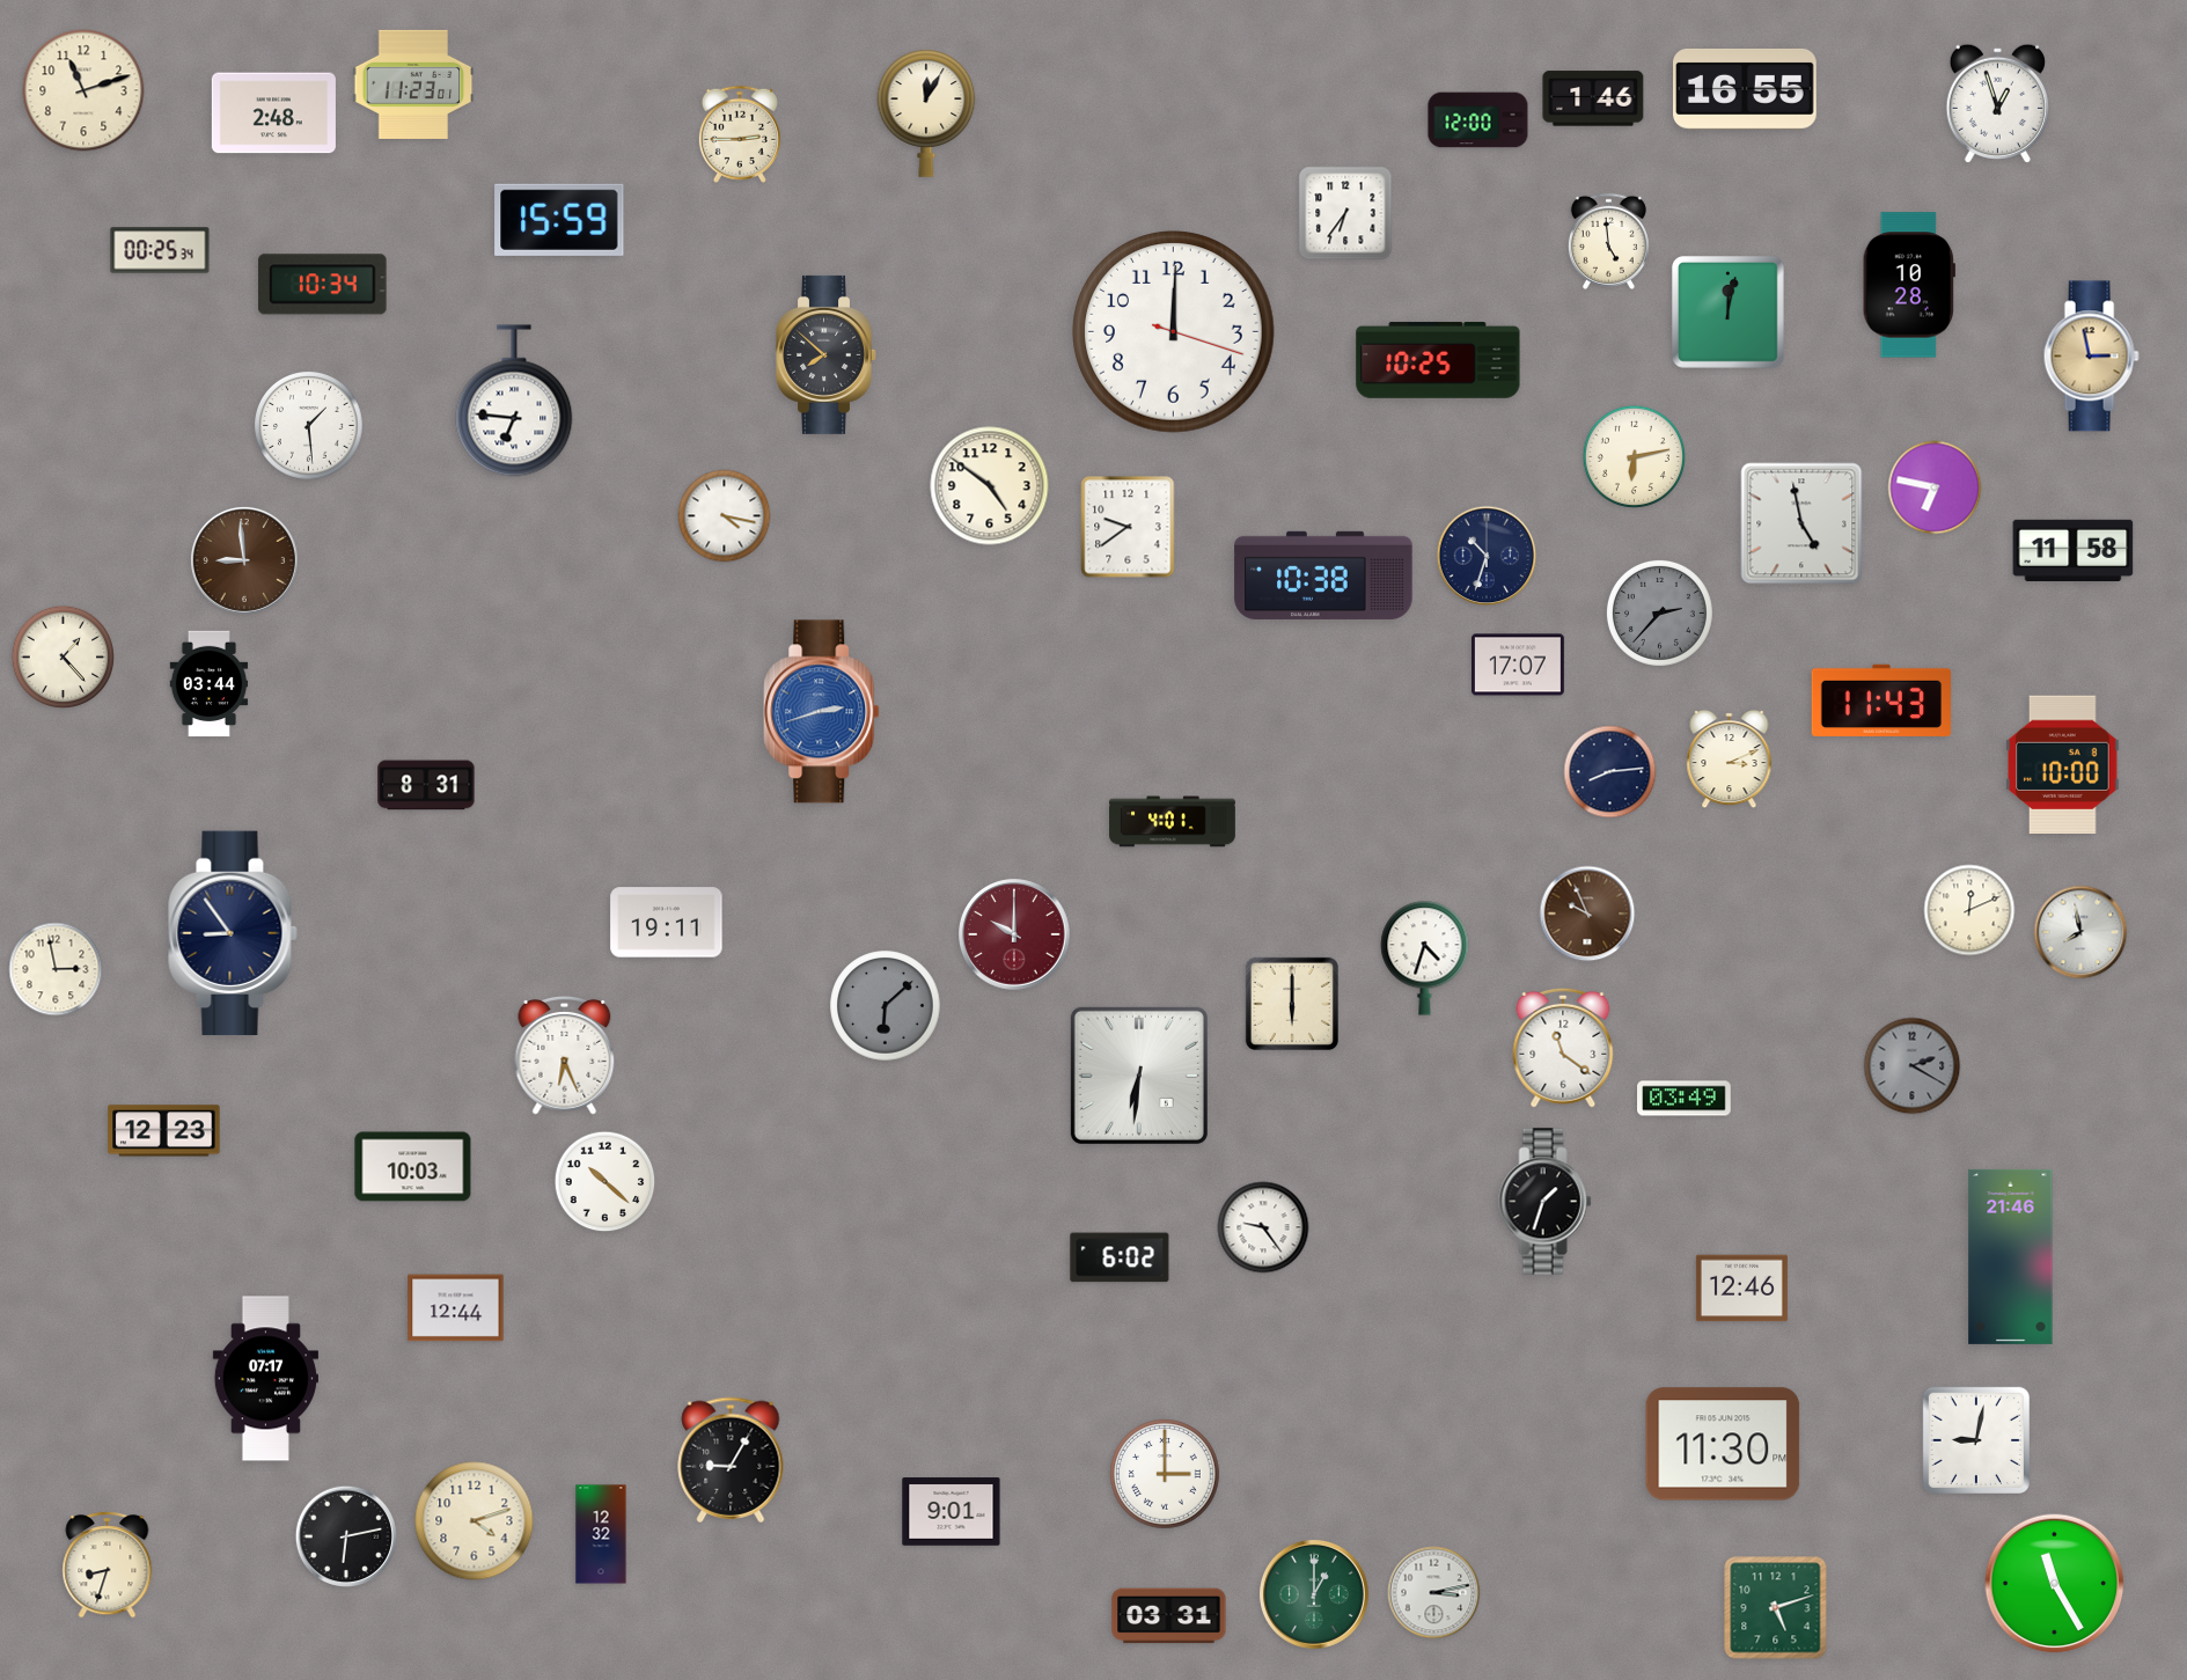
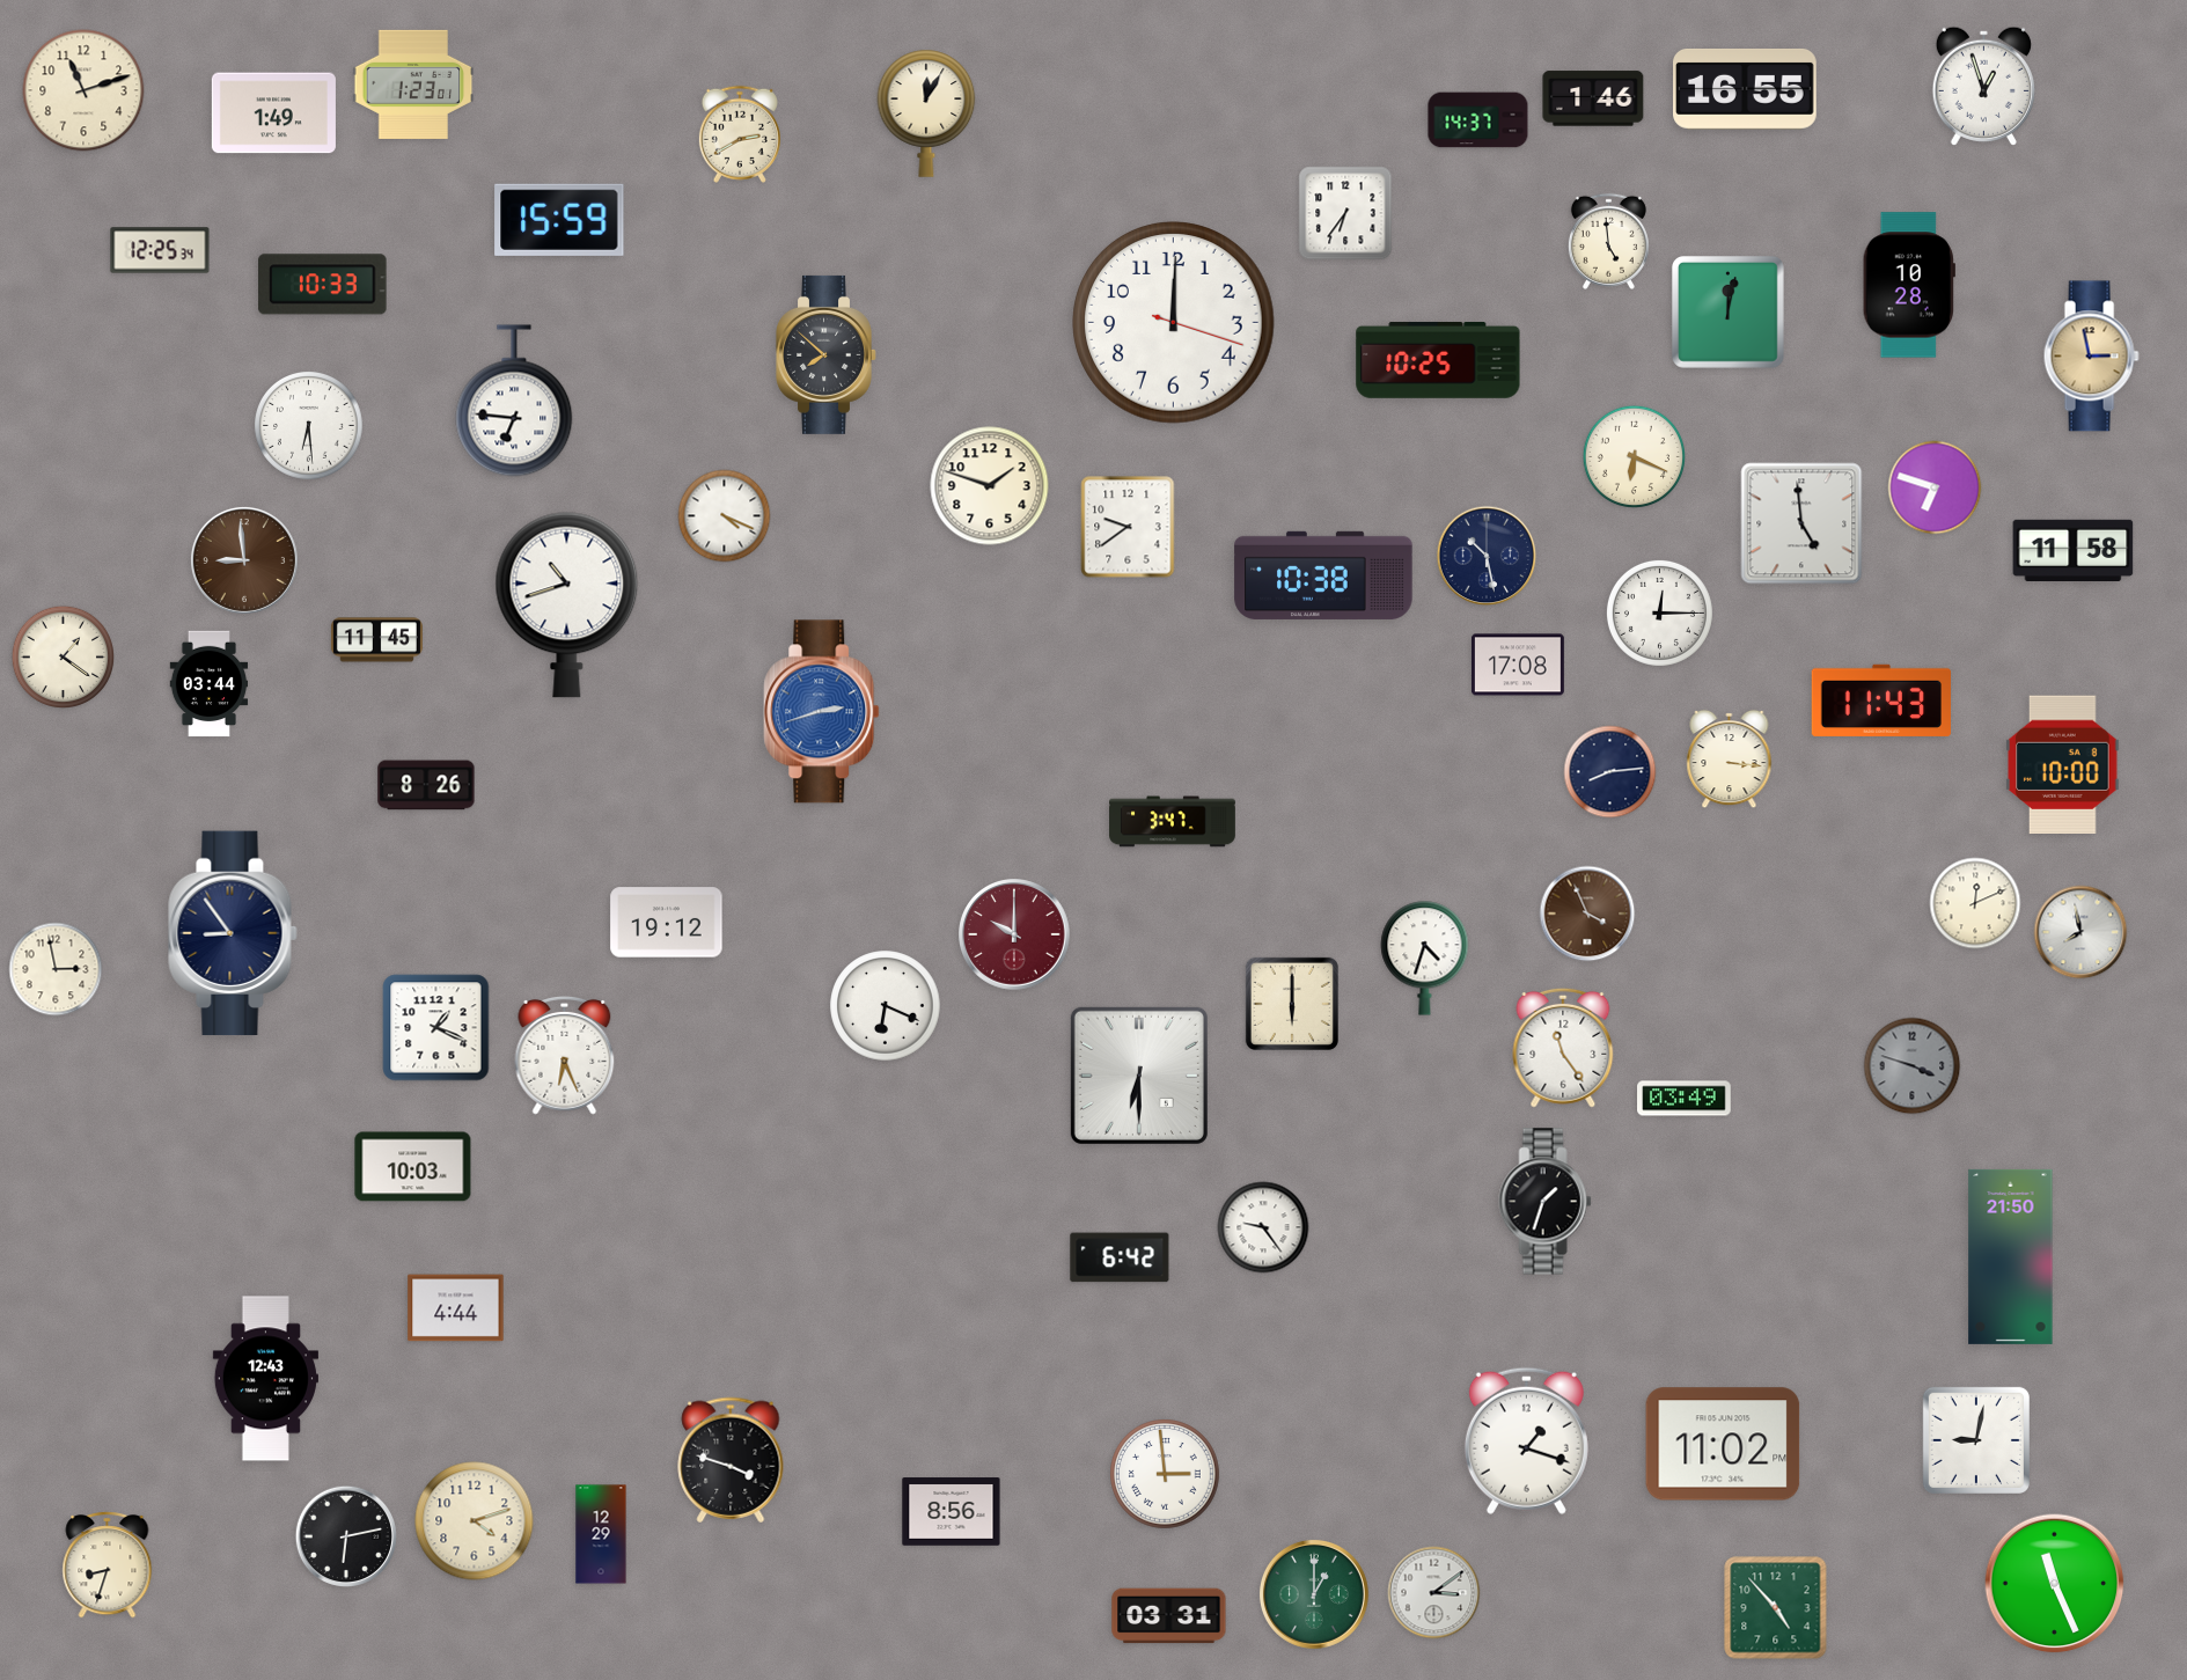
clock at (413, 85): 11:23 -> 1:23
clock at (1997, 103) position: (1997, 103) -> (1983, 86)
clock at (273, 113): 2:48 -> 1:49
clock at (1478, 120): 12:00 -> 14:37
clock at (740, 134): 2:45 -> 2:40
clock at (160, 250): 00:25 -> 12:25
clock at (323, 285): 10:34 -> 10:33
clock at (1174, 332) position: (1174, 332) -> (1174, 323)
clock at (309, 426): 1:29 -> 6:29
clock at (1634, 456): 6:13 -> 6:19
clock at (990, 486): 4:51 -> 1:48
clock at (1935, 487): 6:47 -> 6:48
clock at (725, 516): 4:17 -> 4:19
clock at (1801, 523): 4:58 -> 4:59
clock at (1487, 556): 10:33 -> 10:28
clock at (567, 604): none -> 10:42
clock at (1659, 612): 2:37 -> 12:15
clock at (1659, 612) dial: grey -> white
clock at (376, 640): none -> 11:45
clock at (63, 656): 1:23 -> 1:21
clock at (1518, 665): 17:07 -> 17:08
clock at (1730, 760): 3:11 -> 3:16
clock at (426, 785): 8:31 -> 8:26
clock at (1173, 822): 4:01 -> 3:47
clock at (1969, 910) position: (1969, 910) -> (1975, 903)
clock at (1587, 914): 9:56 -> 3:56
clock at (667, 923): 19:11 -> 19:12
clock at (886, 1006): 6:08 -> 6:19
clock at (886, 1006) dial: grey -> white
clock at (436, 1028): none -> 1:19
clock at (1563, 1048): 11:21 -> 11:24
clock at (1913, 1066): 2:20 -> 3:48
clock at (1139, 1076): 6:31 -> 6:30
clock at (164, 1131): 12:23 -> none
clock at (606, 1182): 10:22 -> none
clock at (2011, 1256): 21:46 -> 21:50
clock at (1120, 1257): 6:02 -> 6:42
clock at (1741, 1289): 12:46 -> none
clock at (456, 1308): 12:44 -> 4:44
clock at (265, 1379): 07:17 -> 12:43
clock at (1526, 1440): none -> 1:18
clock at (1723, 1444): 11:30 -> 11:02
clock at (731, 1460): 9:05 -> 3:48
clock at (1165, 1474): 3:00 -> 2:59
clock at (952, 1512): 9:01 -> 8:56
clock at (601, 1534): 12:32 -> 12:29
clock at (2055, 1584): 11:25 -> 11:26
clock at (1434, 1593): 3:13 -> 3:09
clock at (1776, 1608): 5:12 -> 4:53
